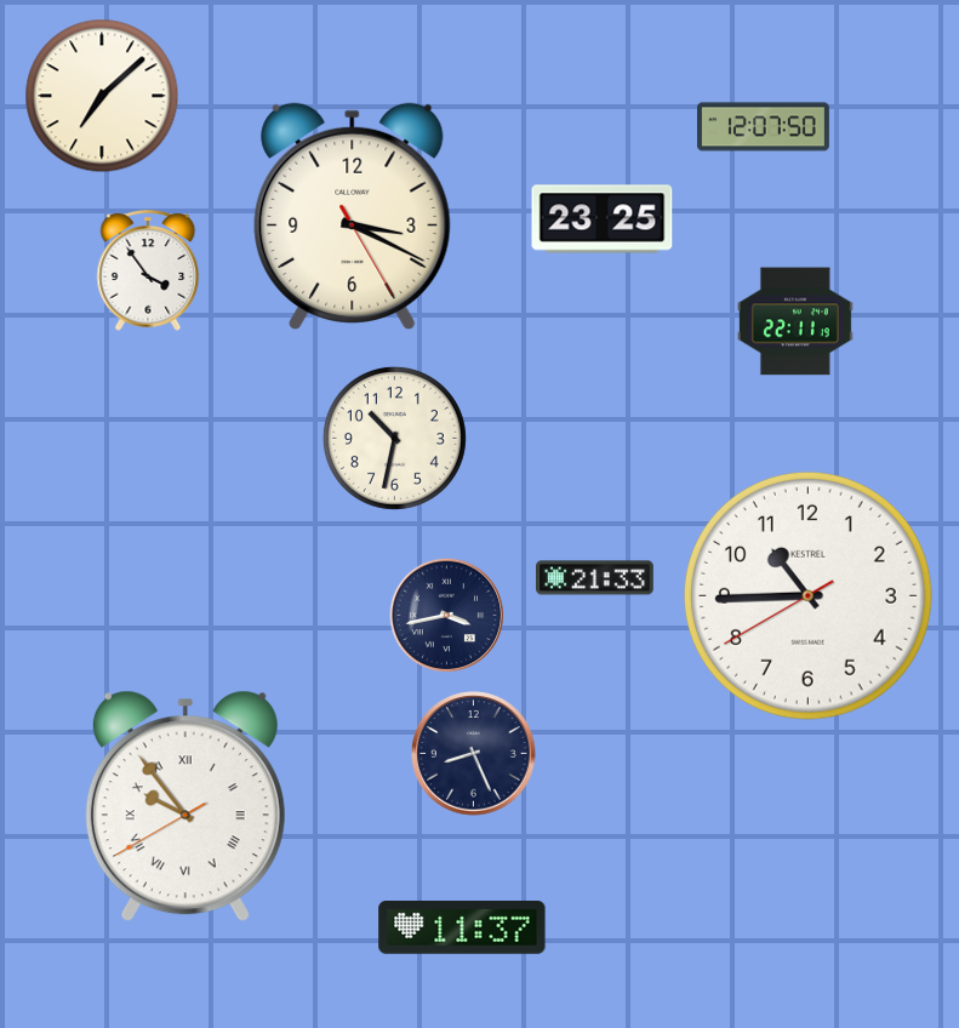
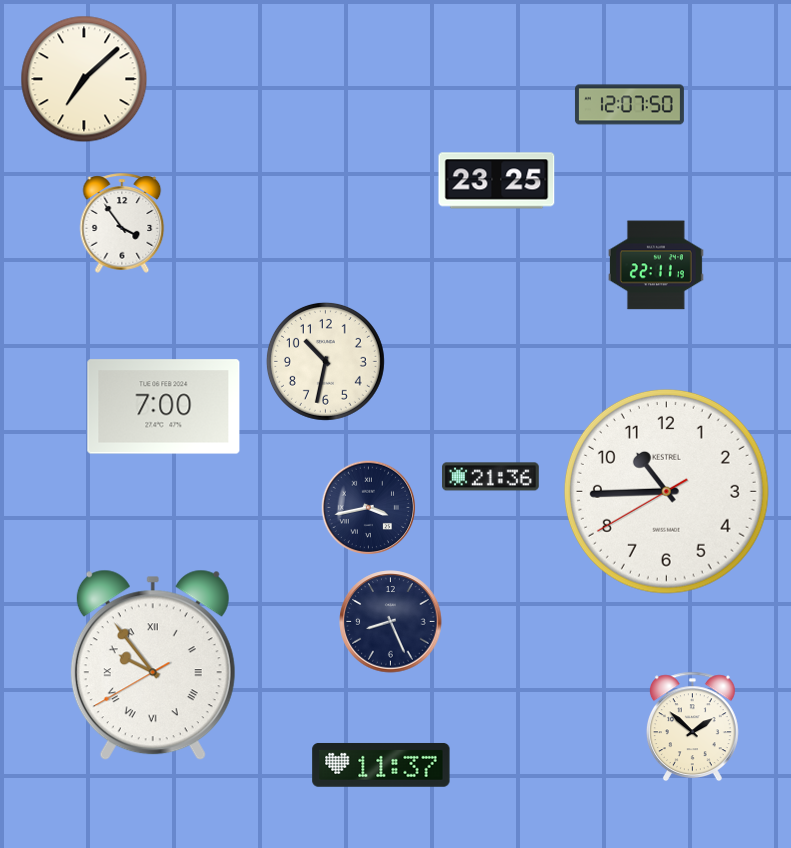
clock at (353, 217): 3:19 -> none
clock at (164, 407): none -> 7:00
clock at (595, 578): 21:33 -> 21:36
clock at (692, 727): none -> 1:52
